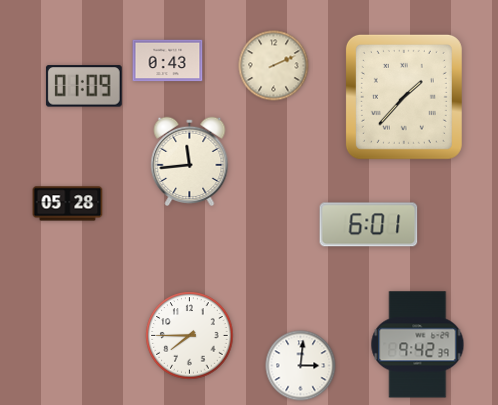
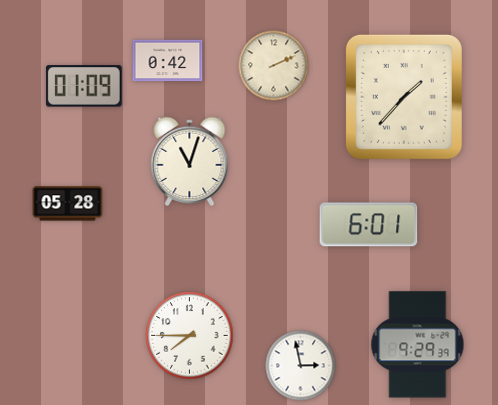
clock at (168, 61): 0:43 -> 0:42
clock at (190, 161): 11:44 -> 11:03
clock at (418, 345): 9:42 -> 9:29
clock at (301, 366): 3:01 -> 2:58
